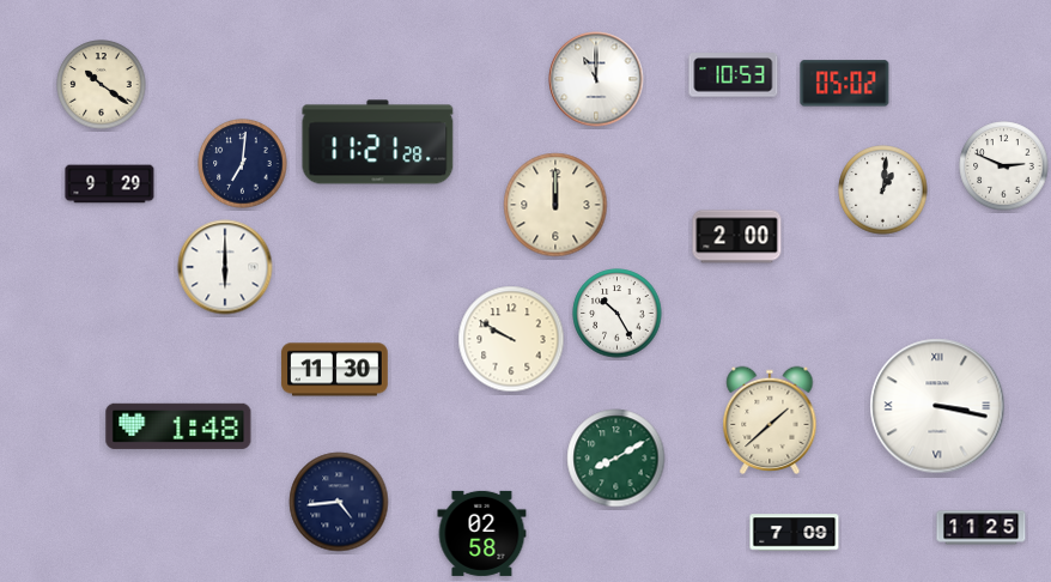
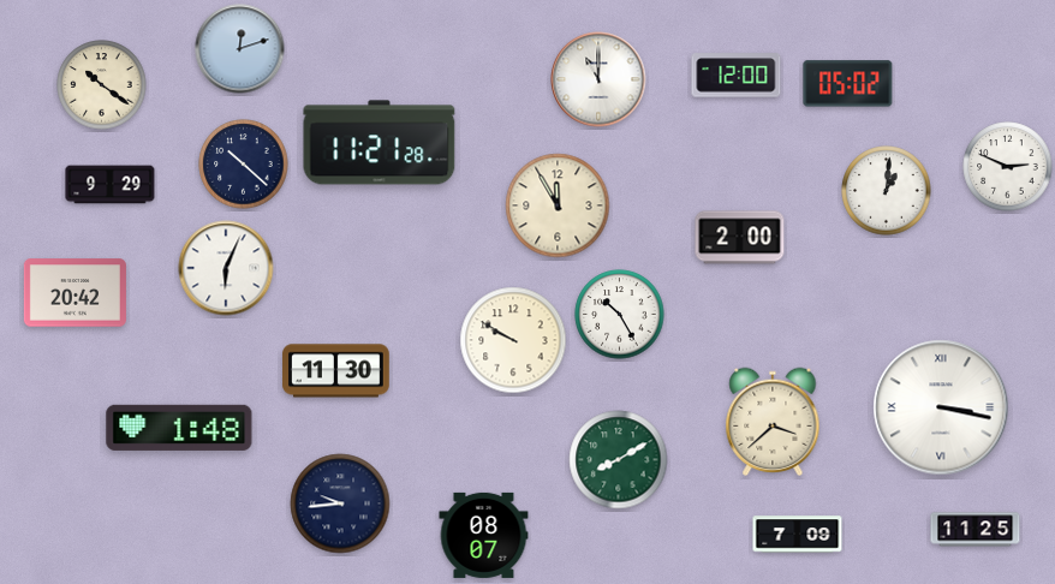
clock at (240, 49): none -> 12:12
clock at (734, 75): 10:53 -> 12:00
clock at (243, 164): 7:01 -> 10:22
clock at (555, 205): 12:00 -> 11:55
clock at (225, 267): 6:00 -> 6:04
clock at (74, 293): none -> 20:42
clock at (770, 420): 1:38 -> 3:38
clock at (339, 502): 4:44 -> 9:44
clock at (982, 528) position: (982, 528) -> (976, 530)
clock at (482, 533): 02:58 -> 08:07
